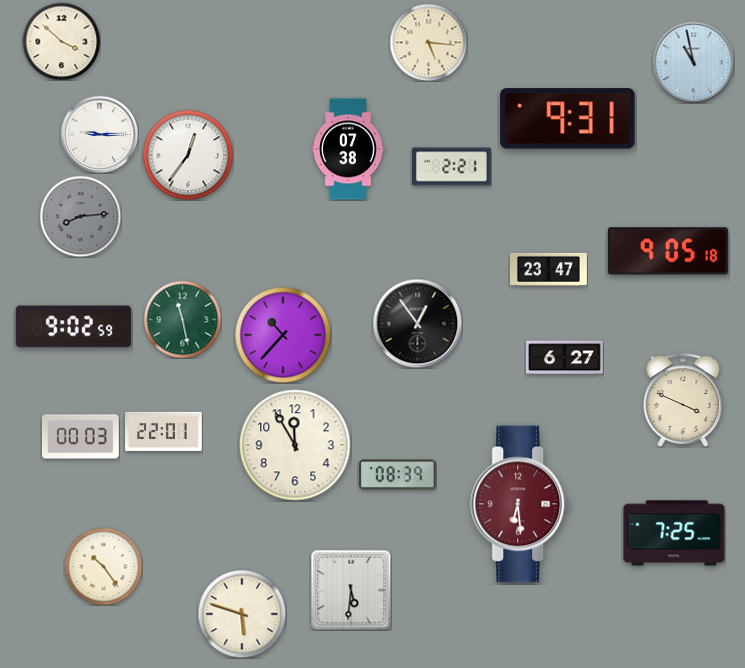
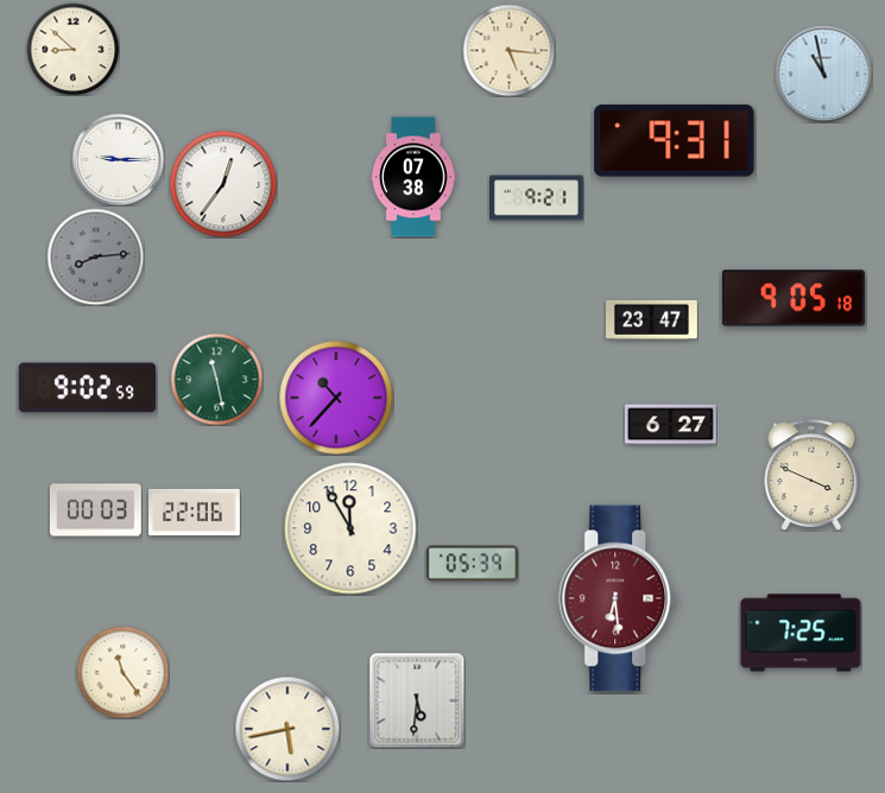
clock at (61, 41): 3:52 -> 8:52
clock at (452, 167): 2:21 -> 9:21
clock at (417, 323): 12:54 -> none
clock at (164, 431): 22:01 -> 22:06
clock at (80, 437) position: (80, 437) -> (95, 510)
clock at (397, 475): 08:39 -> 05:39
clock at (103, 566): 10:24 -> 11:24
clock at (242, 614): 5:48 -> 5:43
